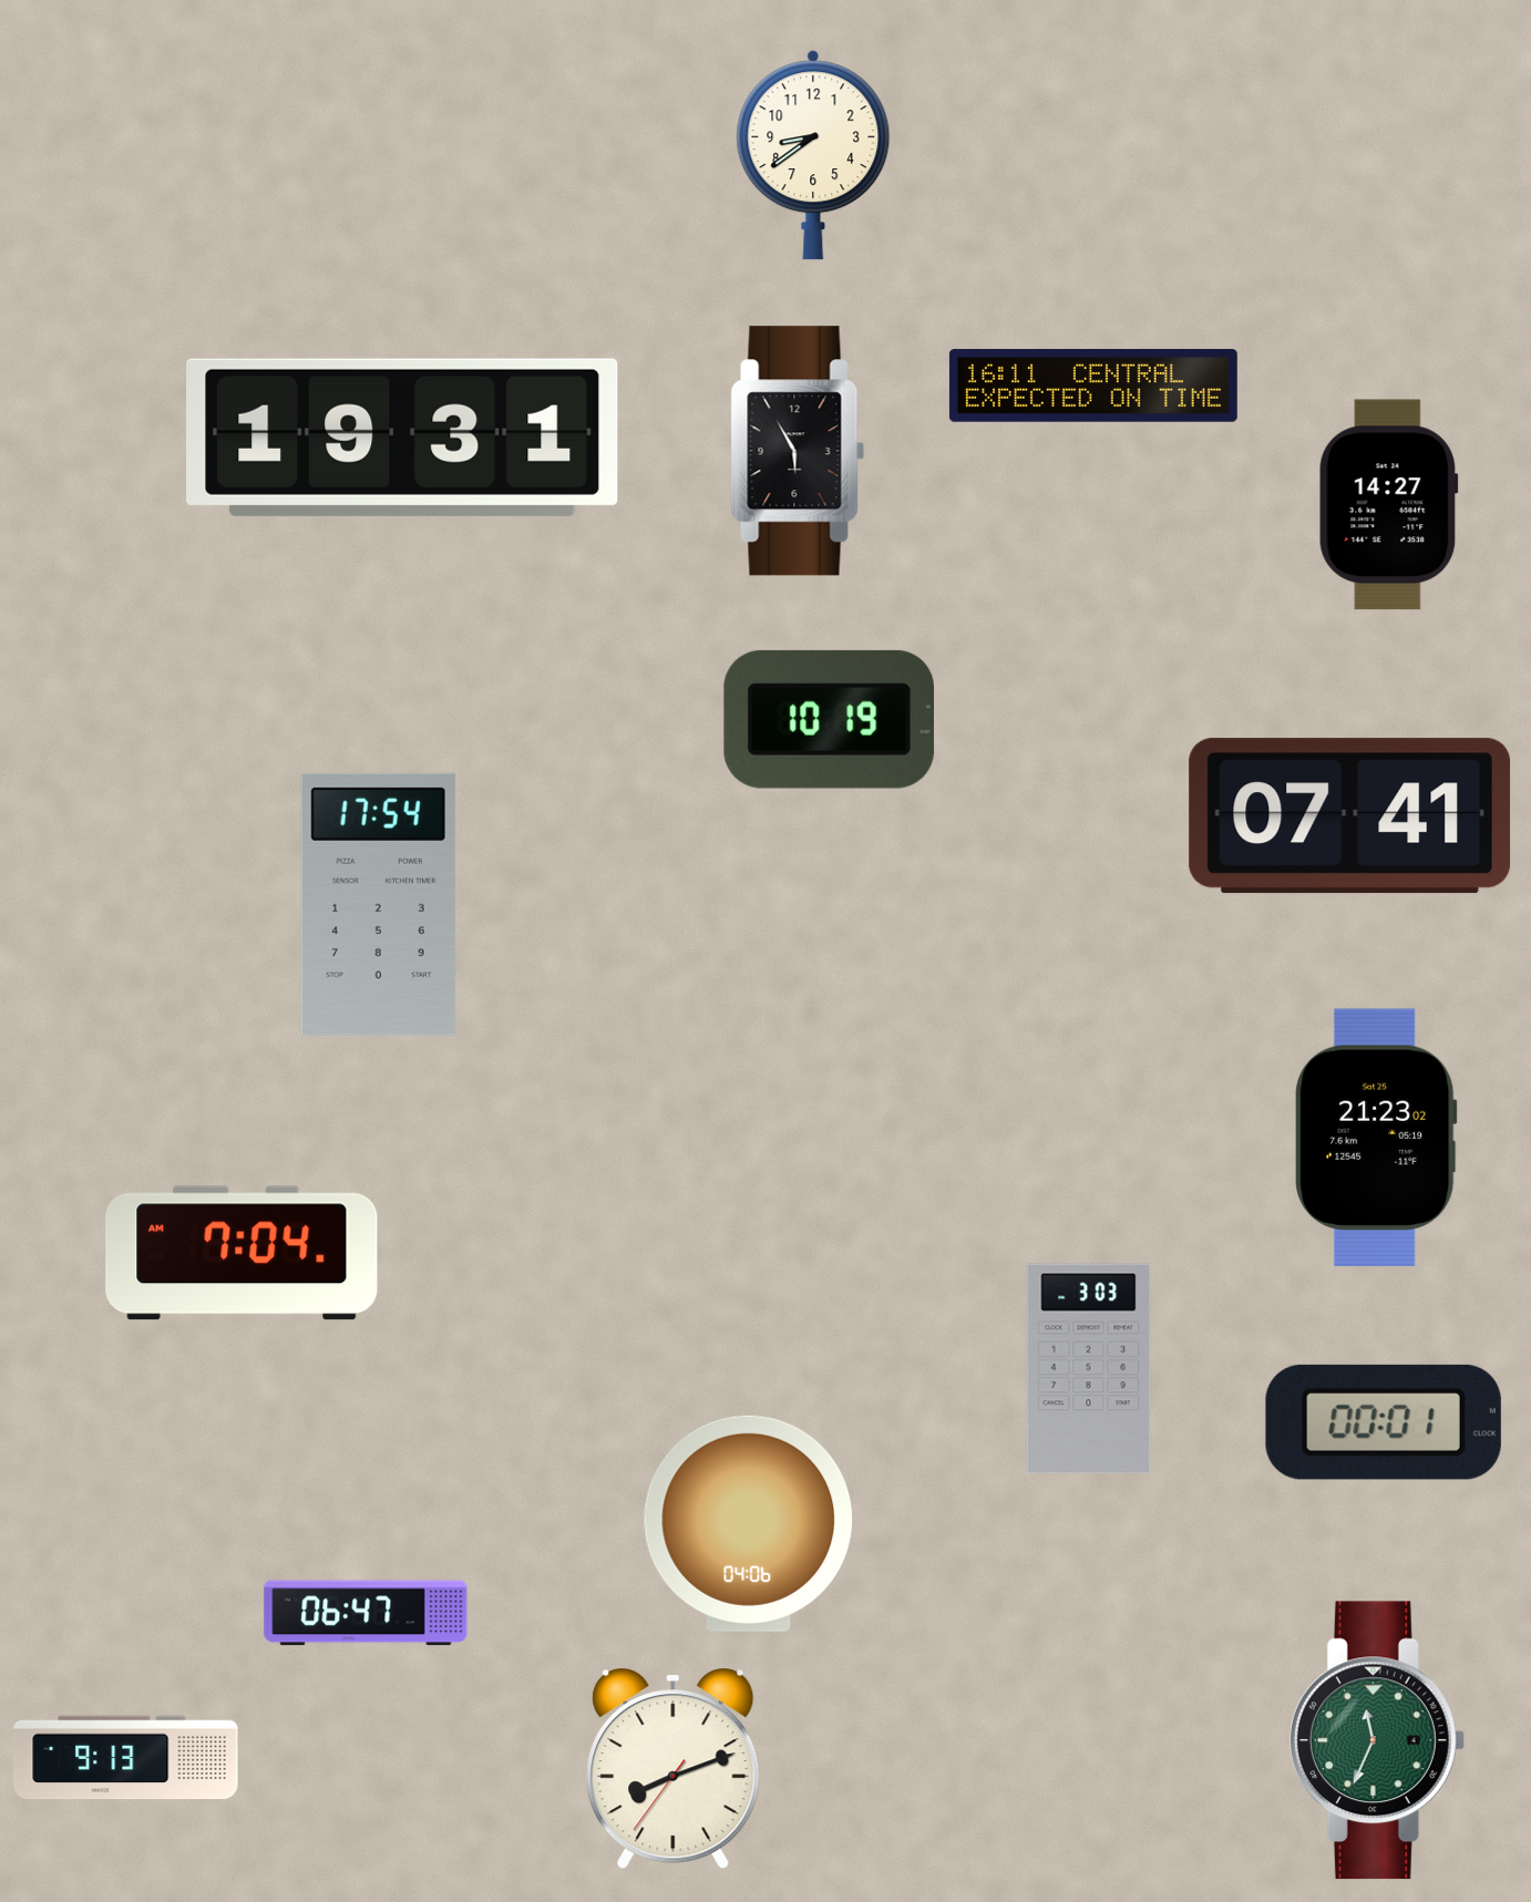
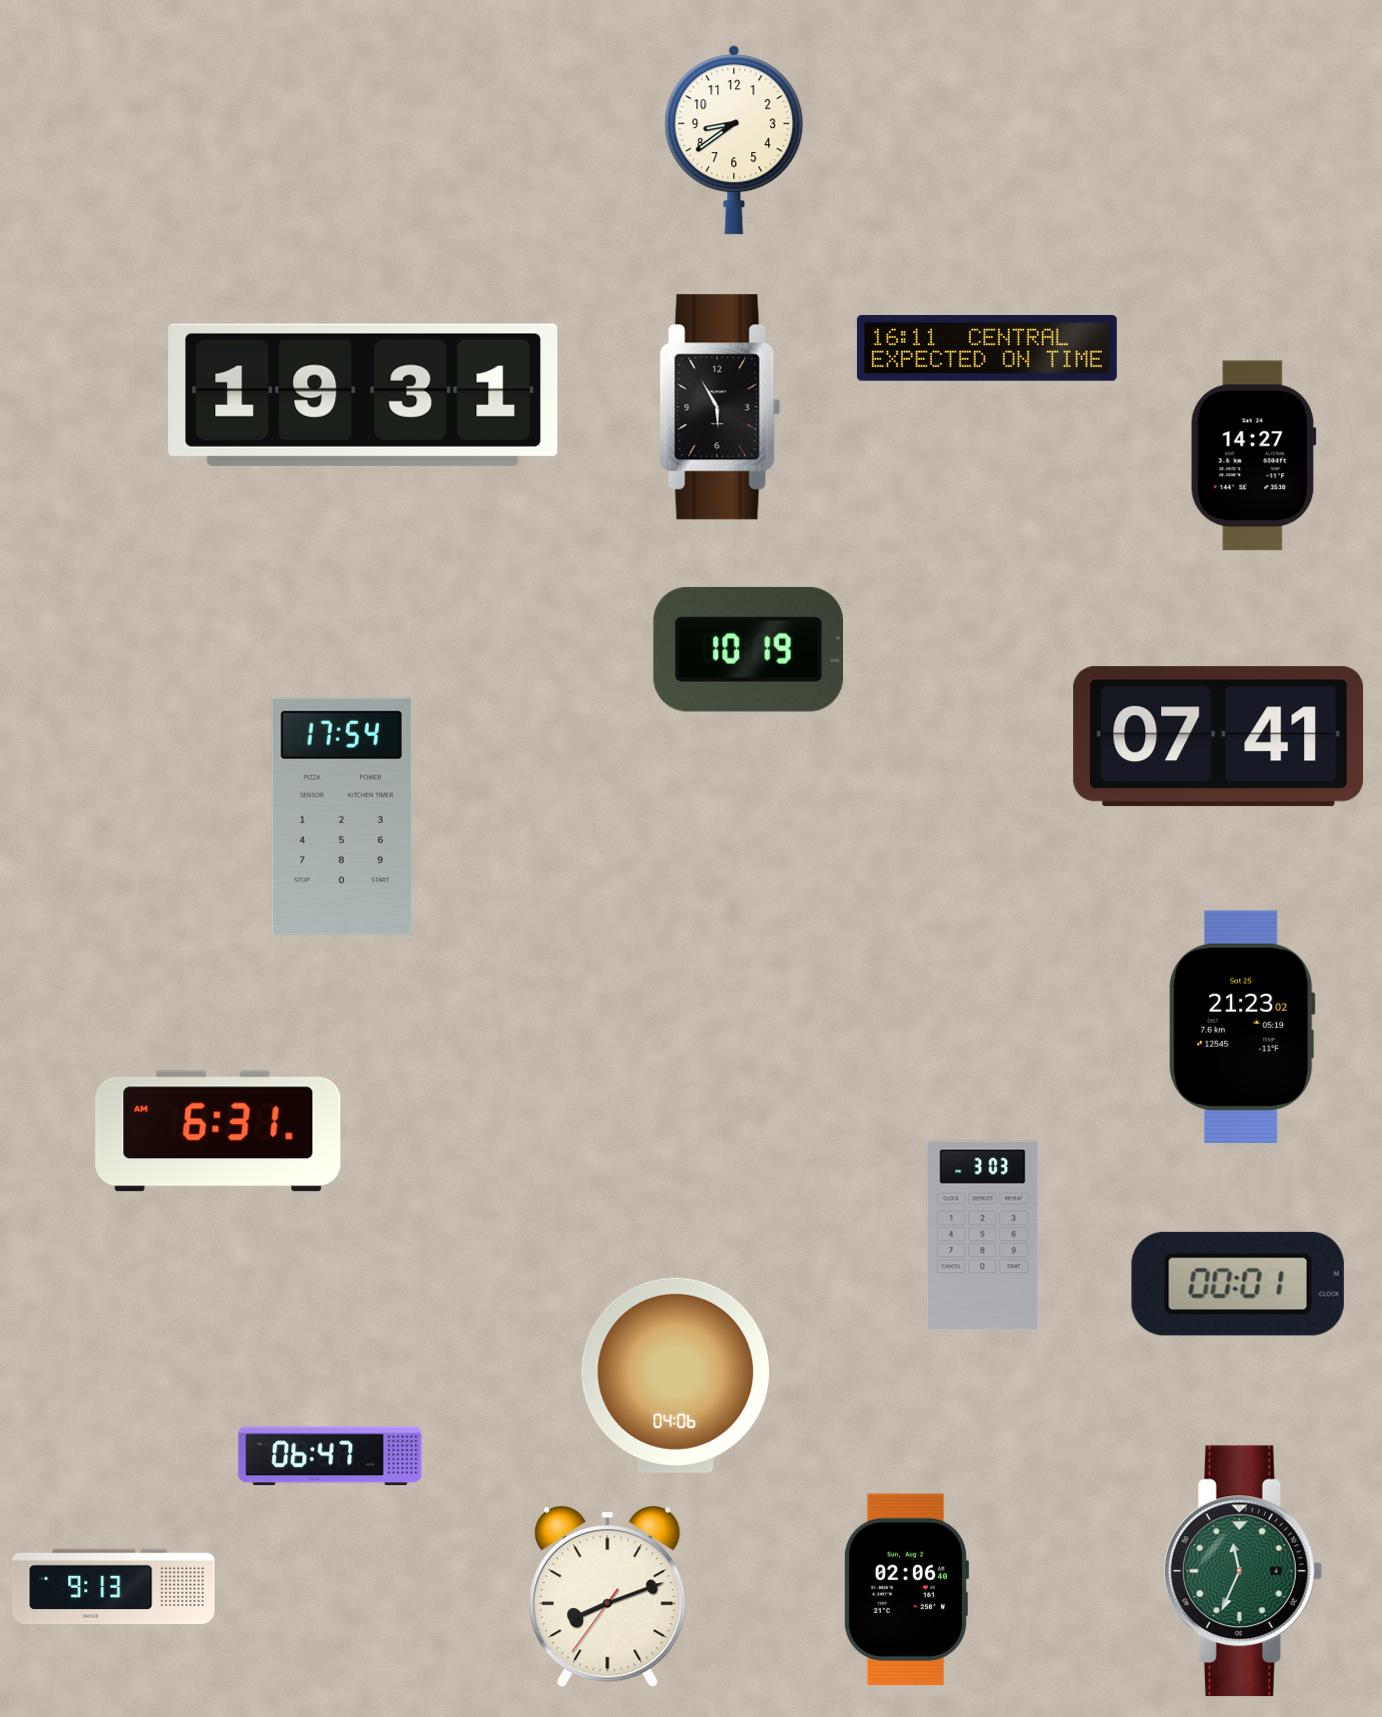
clock at (242, 1253): 7:04 -> 6:31
clock at (1384, 1422) position: (1384, 1422) -> (1238, 1284)
clock at (906, 1590): none -> 02:06
